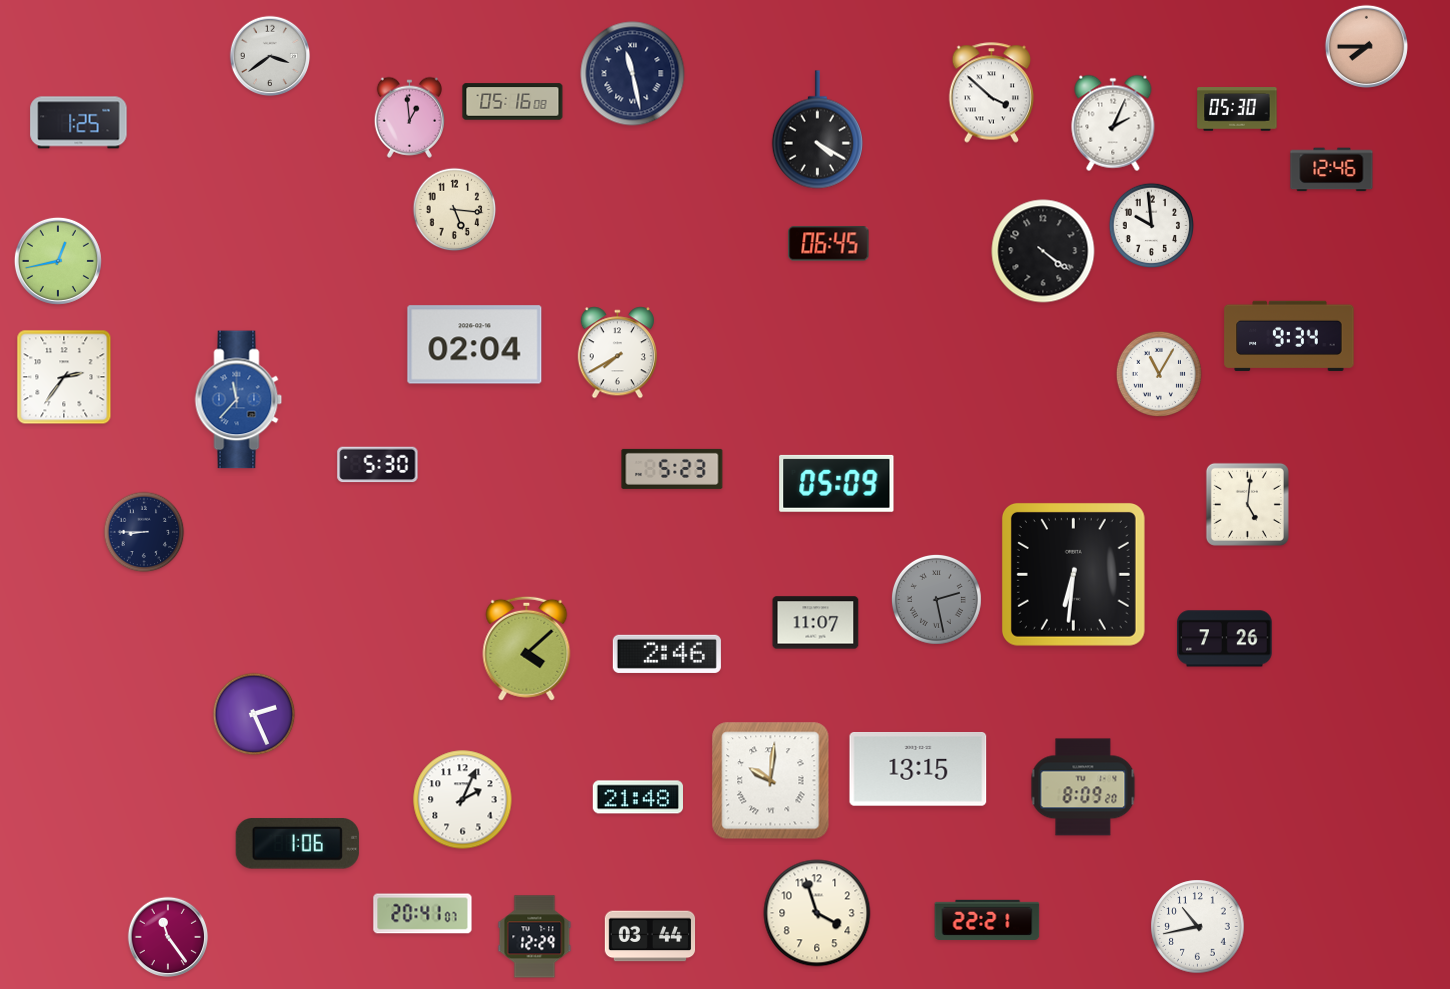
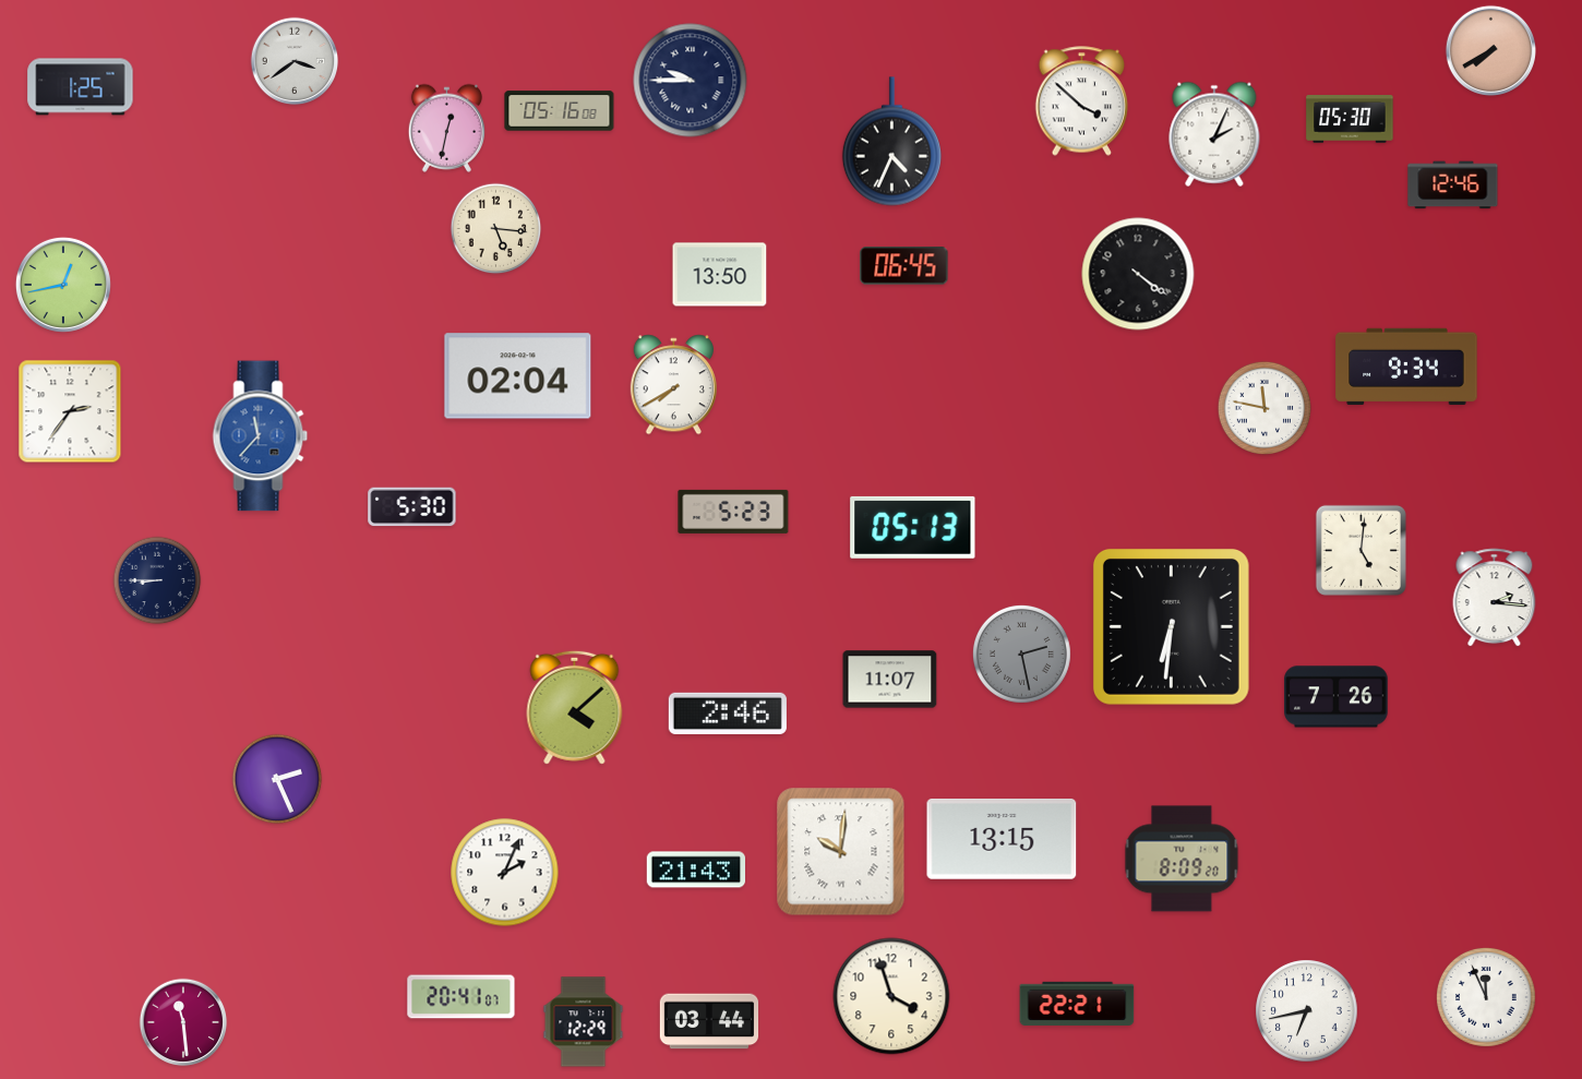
clock at (1366, 46): 7:45 -> 7:40
clock at (633, 74): 11:28 -> 9:45
clock at (409, 117): 12:59 -> 12:32
clock at (79, 123) position: (79, 123) -> (81, 87)
clock at (817, 130): 4:20 -> 4:34
clock at (1151, 225): 9:59 -> none
clock at (720, 275): none -> 13:50
clock at (1159, 374): 11:05 -> 11:47
clock at (837, 483): 05:09 -> 05:13
clock at (1495, 598): none -> 2:16
clock at (637, 797): 21:48 -> 21:43
clock at (297, 844): 1:06 -> none
clock at (1486, 997): none -> 11:56
clock at (1198, 927): 10:43 -> 6:43
clock at (168, 937): 11:24 -> 11:29
